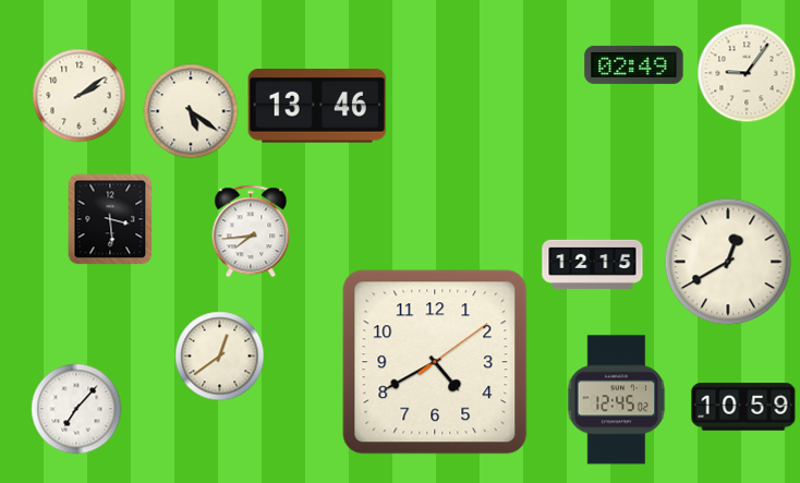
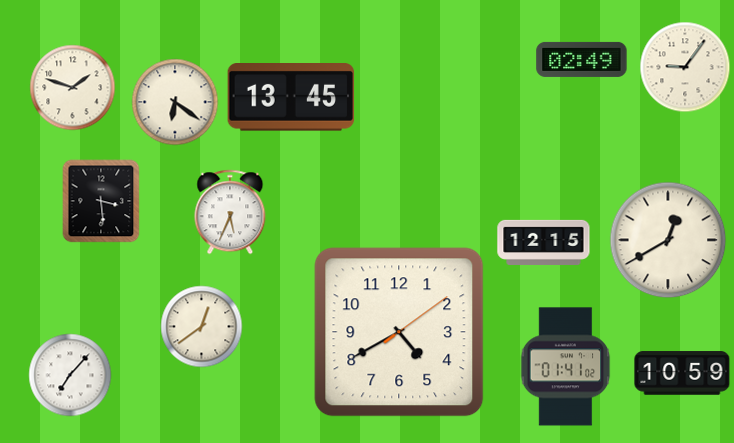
clock at (80, 96): 2:09 -> 1:48
clock at (317, 107): 13:46 -> 13:45
clock at (191, 111): 5:21 -> 6:21
clock at (251, 231): 7:44 -> 5:34
clock at (617, 400): 12:45 -> 01:41
